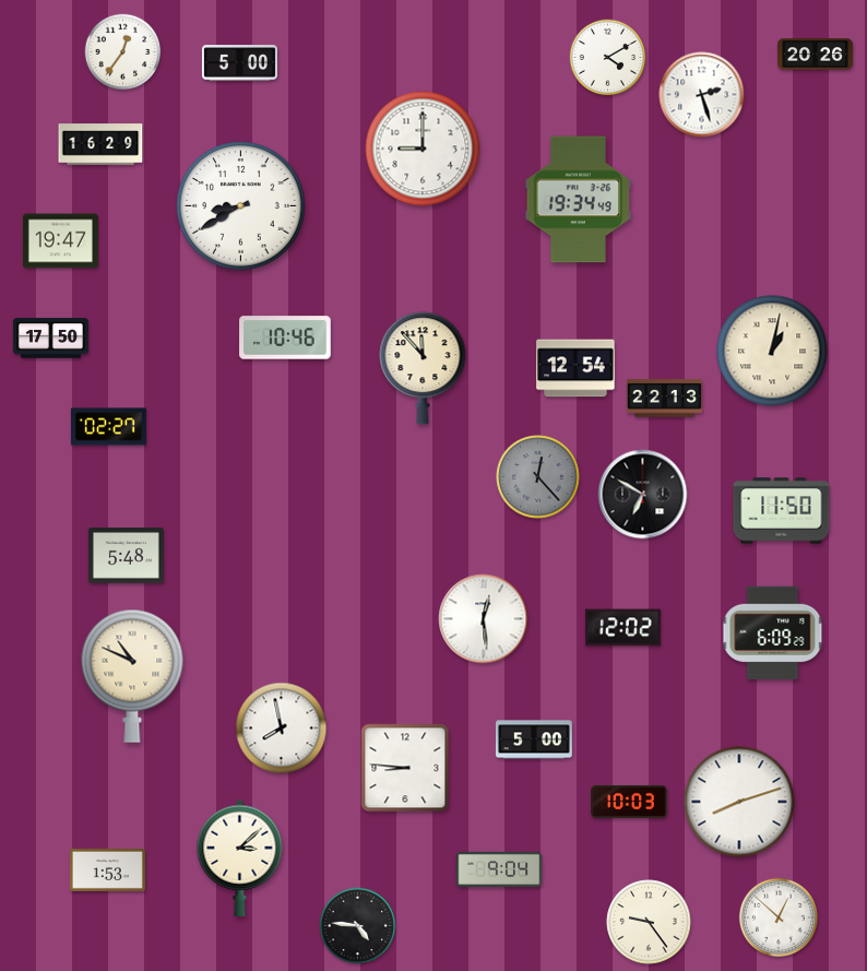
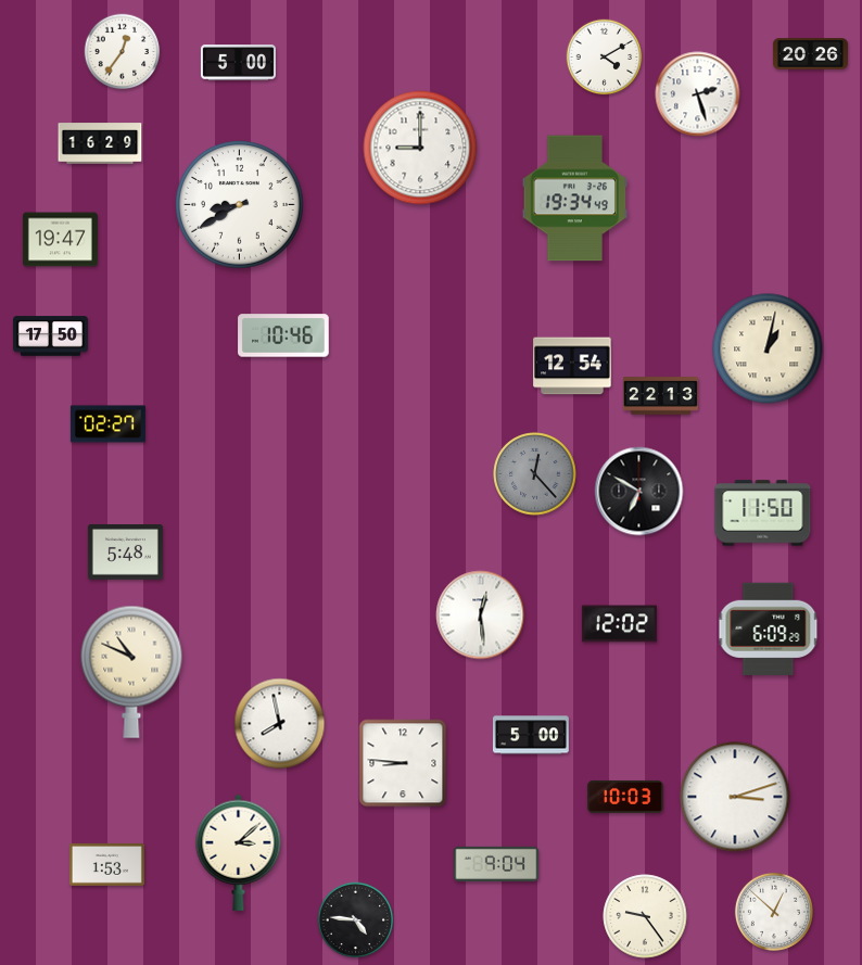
clock at (423, 368): 11:53 -> none
clock at (782, 511) position: (782, 511) -> (763, 513)
clock at (739, 802): 8:12 -> 3:12
